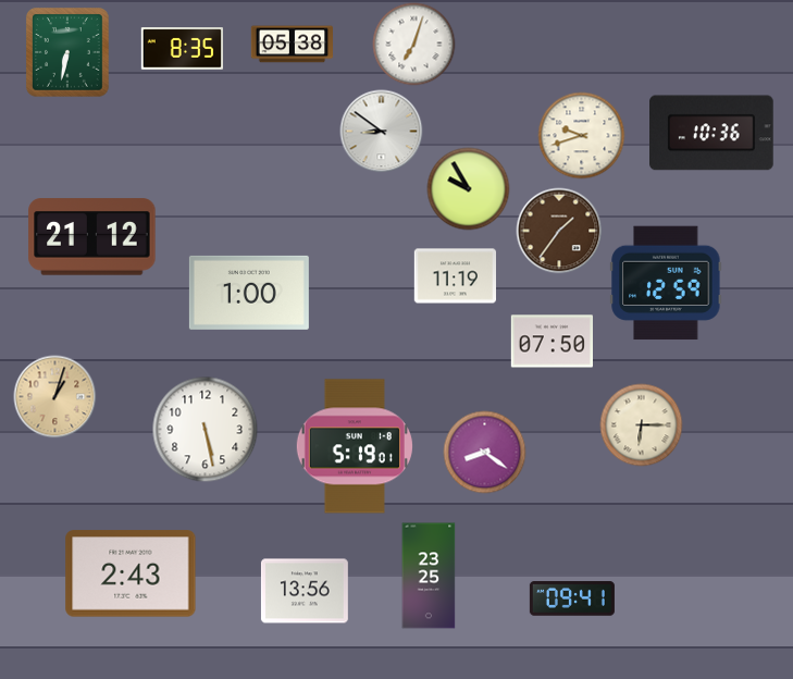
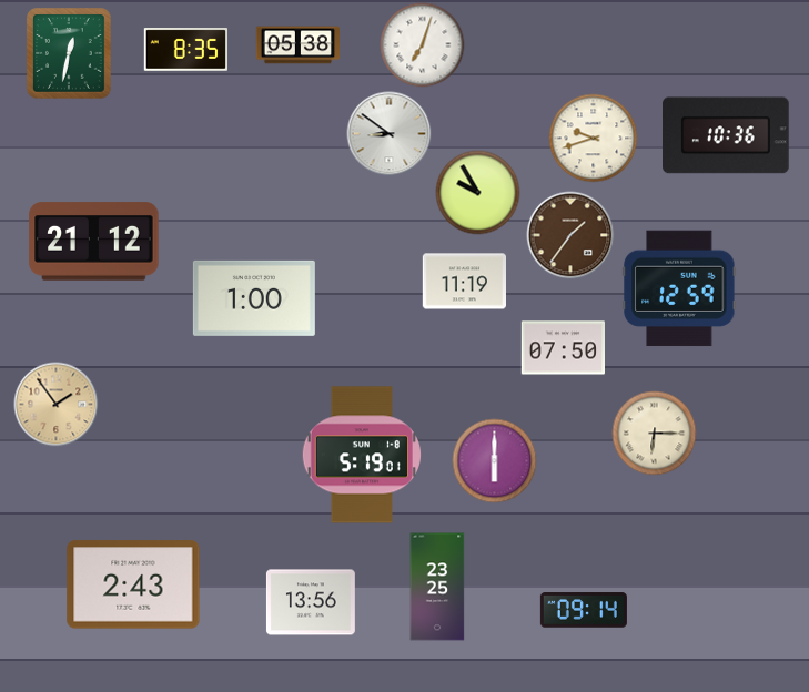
clock at (67, 52): 6:32 -> 12:32
clock at (55, 397): 1:03 -> 1:54
clock at (206, 430): 5:28 -> none
clock at (485, 453): 8:21 -> 6:00
clock at (572, 598): 09:41 -> 09:14
